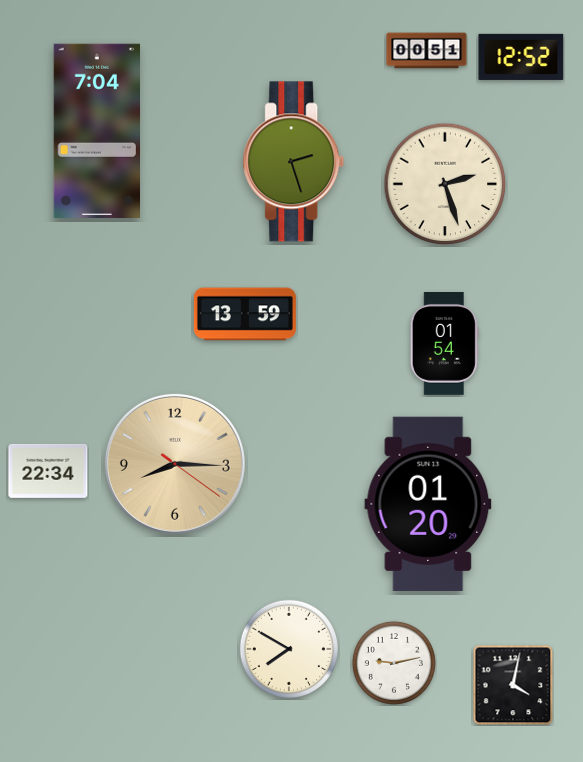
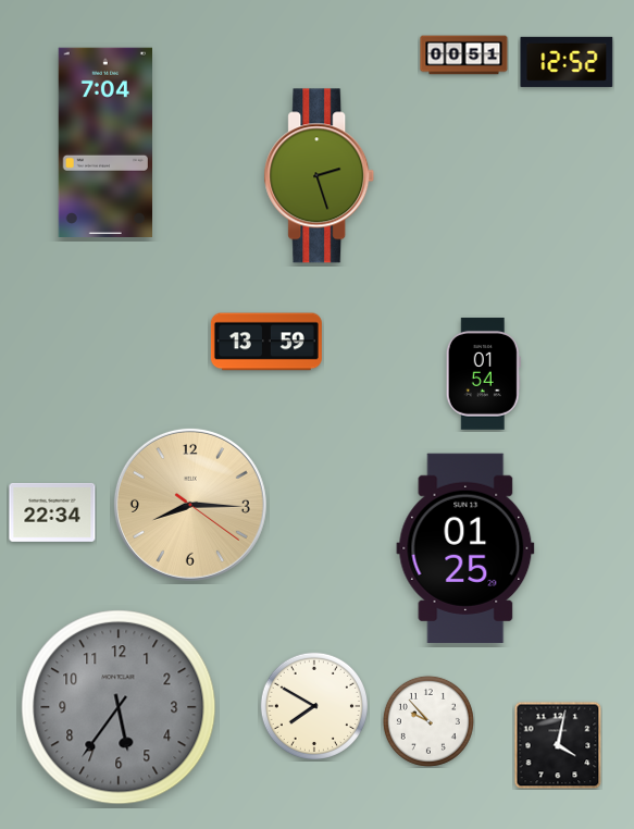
clock at (445, 184): 2:27 -> none
clock at (428, 504): 01:20 -> 01:25
clock at (119, 707): none -> 5:36
clock at (394, 663): 9:13 -> 9:53
